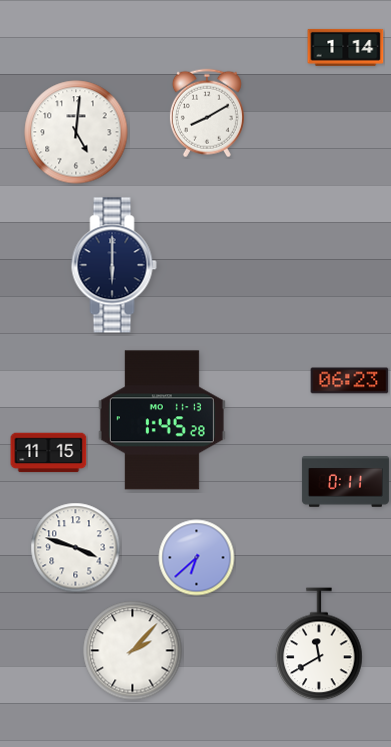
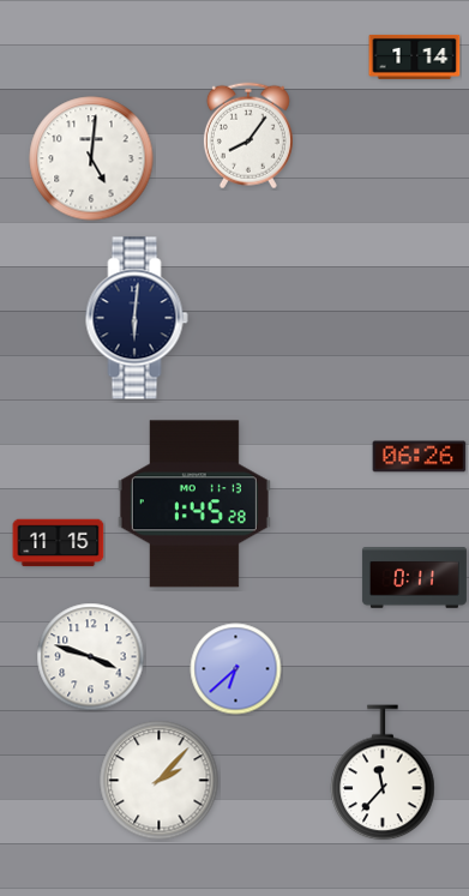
clock at (207, 113): 8:10 -> 8:06
clock at (114, 265): 6:00 -> 6:01
clock at (350, 381): 06:23 -> 06:26
clock at (319, 644): 11:40 -> 11:37
